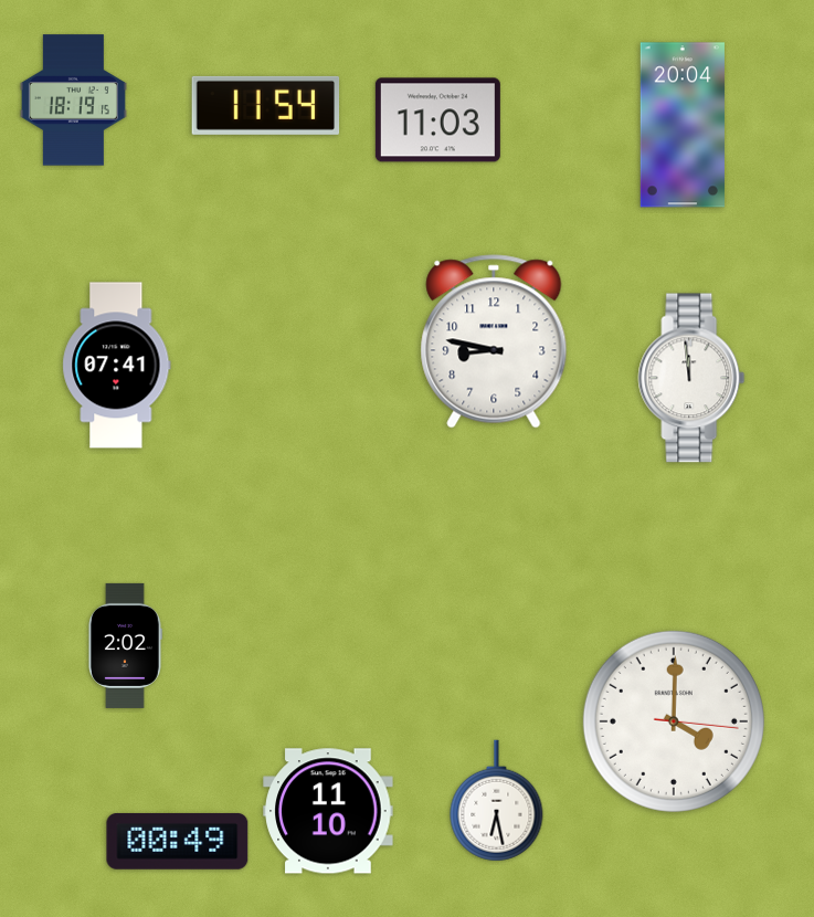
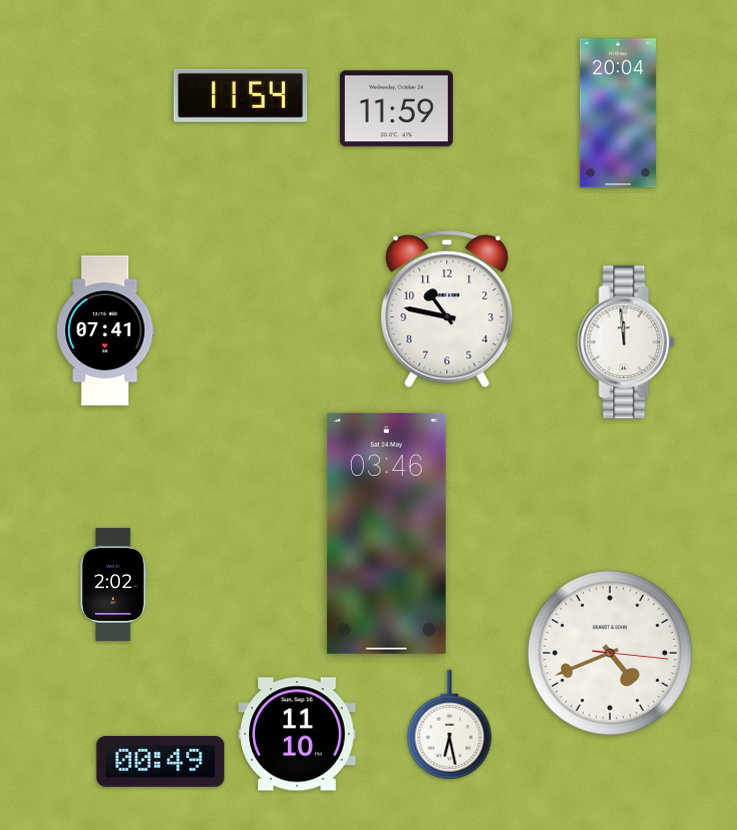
clock at (73, 101): 18:19 -> none
clock at (437, 120): 11:03 -> 11:59
clock at (494, 341): 8:47 -> 10:47
clock at (386, 533): none -> 03:46
clock at (674, 721): 4:00 -> 4:41
